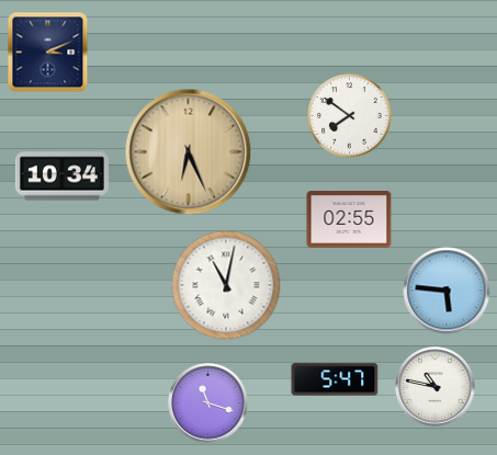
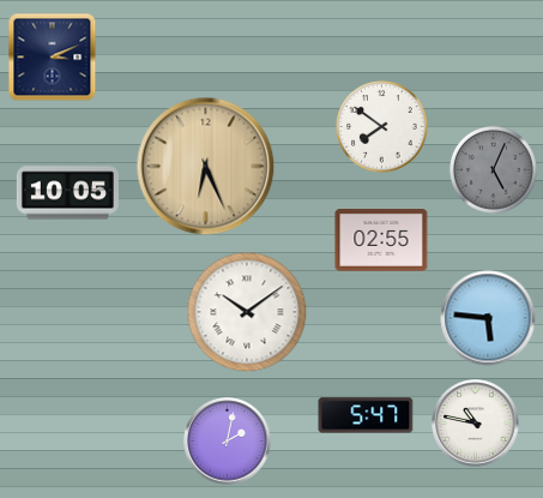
clock at (493, 169): none -> 5:04
clock at (61, 177): 10:34 -> 10:05
clock at (226, 285): 11:02 -> 10:09
clock at (208, 403): 11:18 -> 2:02
